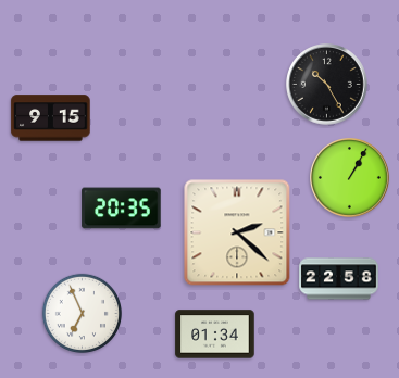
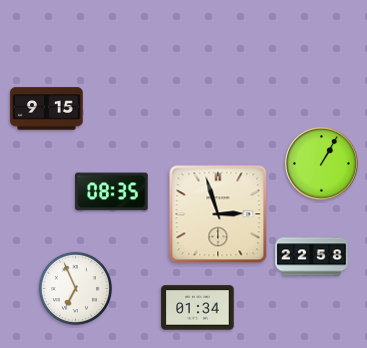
clock at (327, 85): 10:25 -> none
clock at (122, 209): 20:35 -> 08:35
clock at (237, 232): 2:22 -> 2:57
